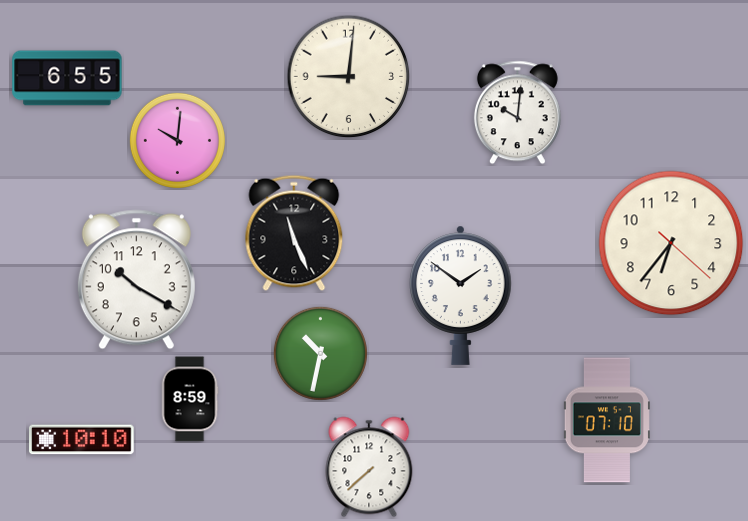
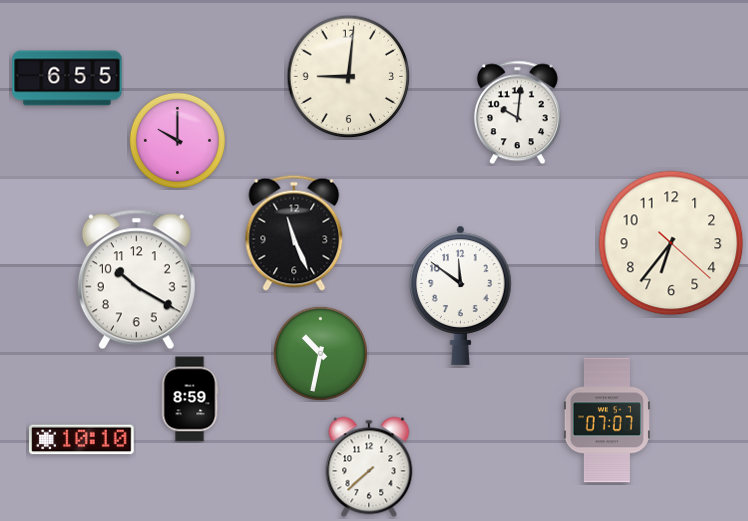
clock at (177, 140): 10:01 -> 10:00
clock at (461, 295): 1:51 -> 11:51
clock at (607, 420): 07:10 -> 07:07
